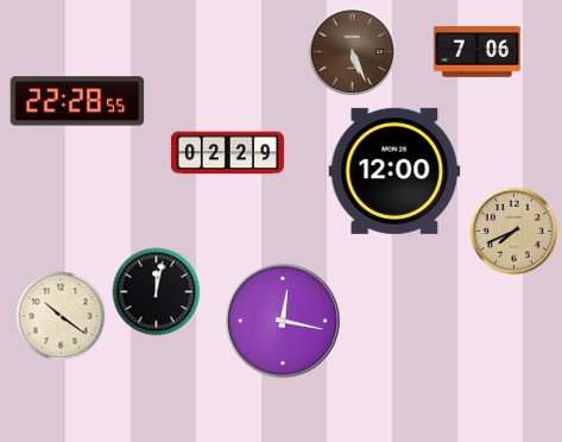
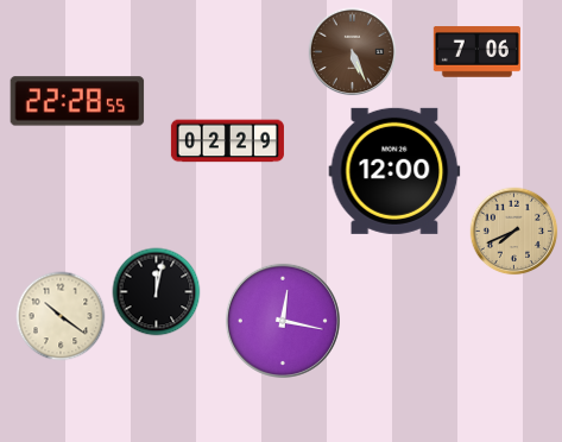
clock at (227, 153) position: (227, 153) -> (227, 141)
